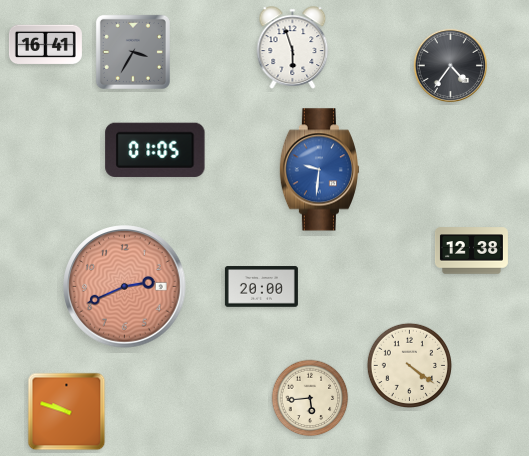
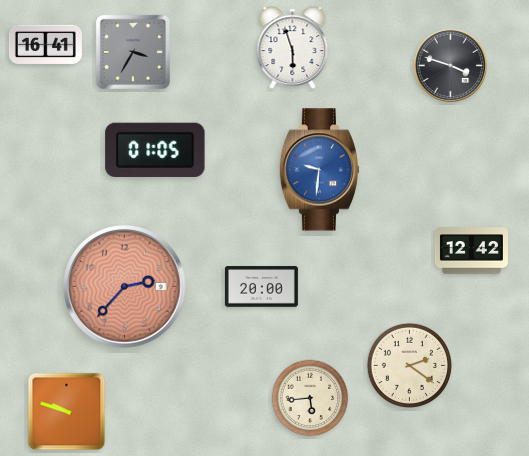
clock at (450, 65): 4:36 -> 3:48
clock at (471, 251): 12:38 -> 12:42
clock at (125, 287): 2:41 -> 2:37
clock at (409, 365): 4:21 -> 2:21
